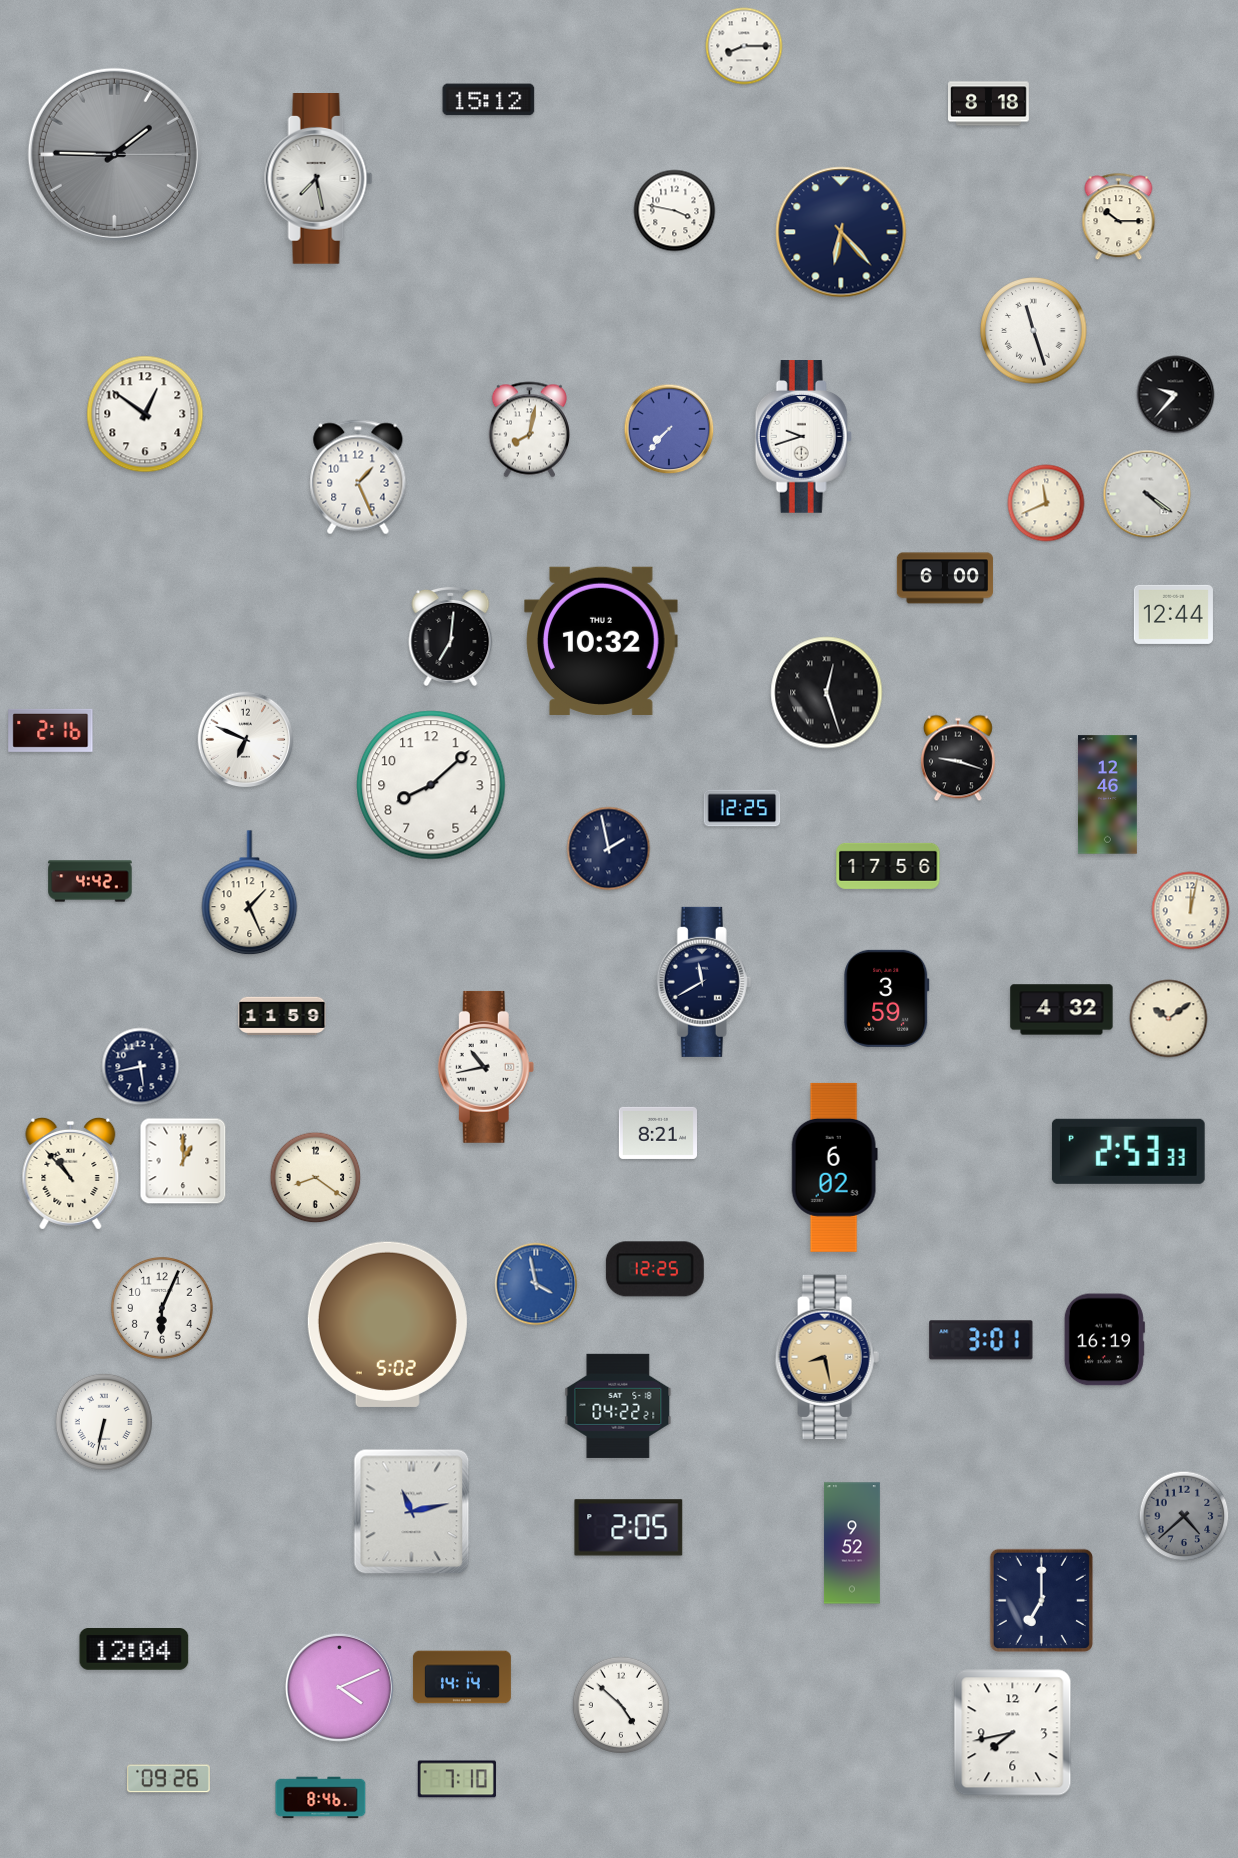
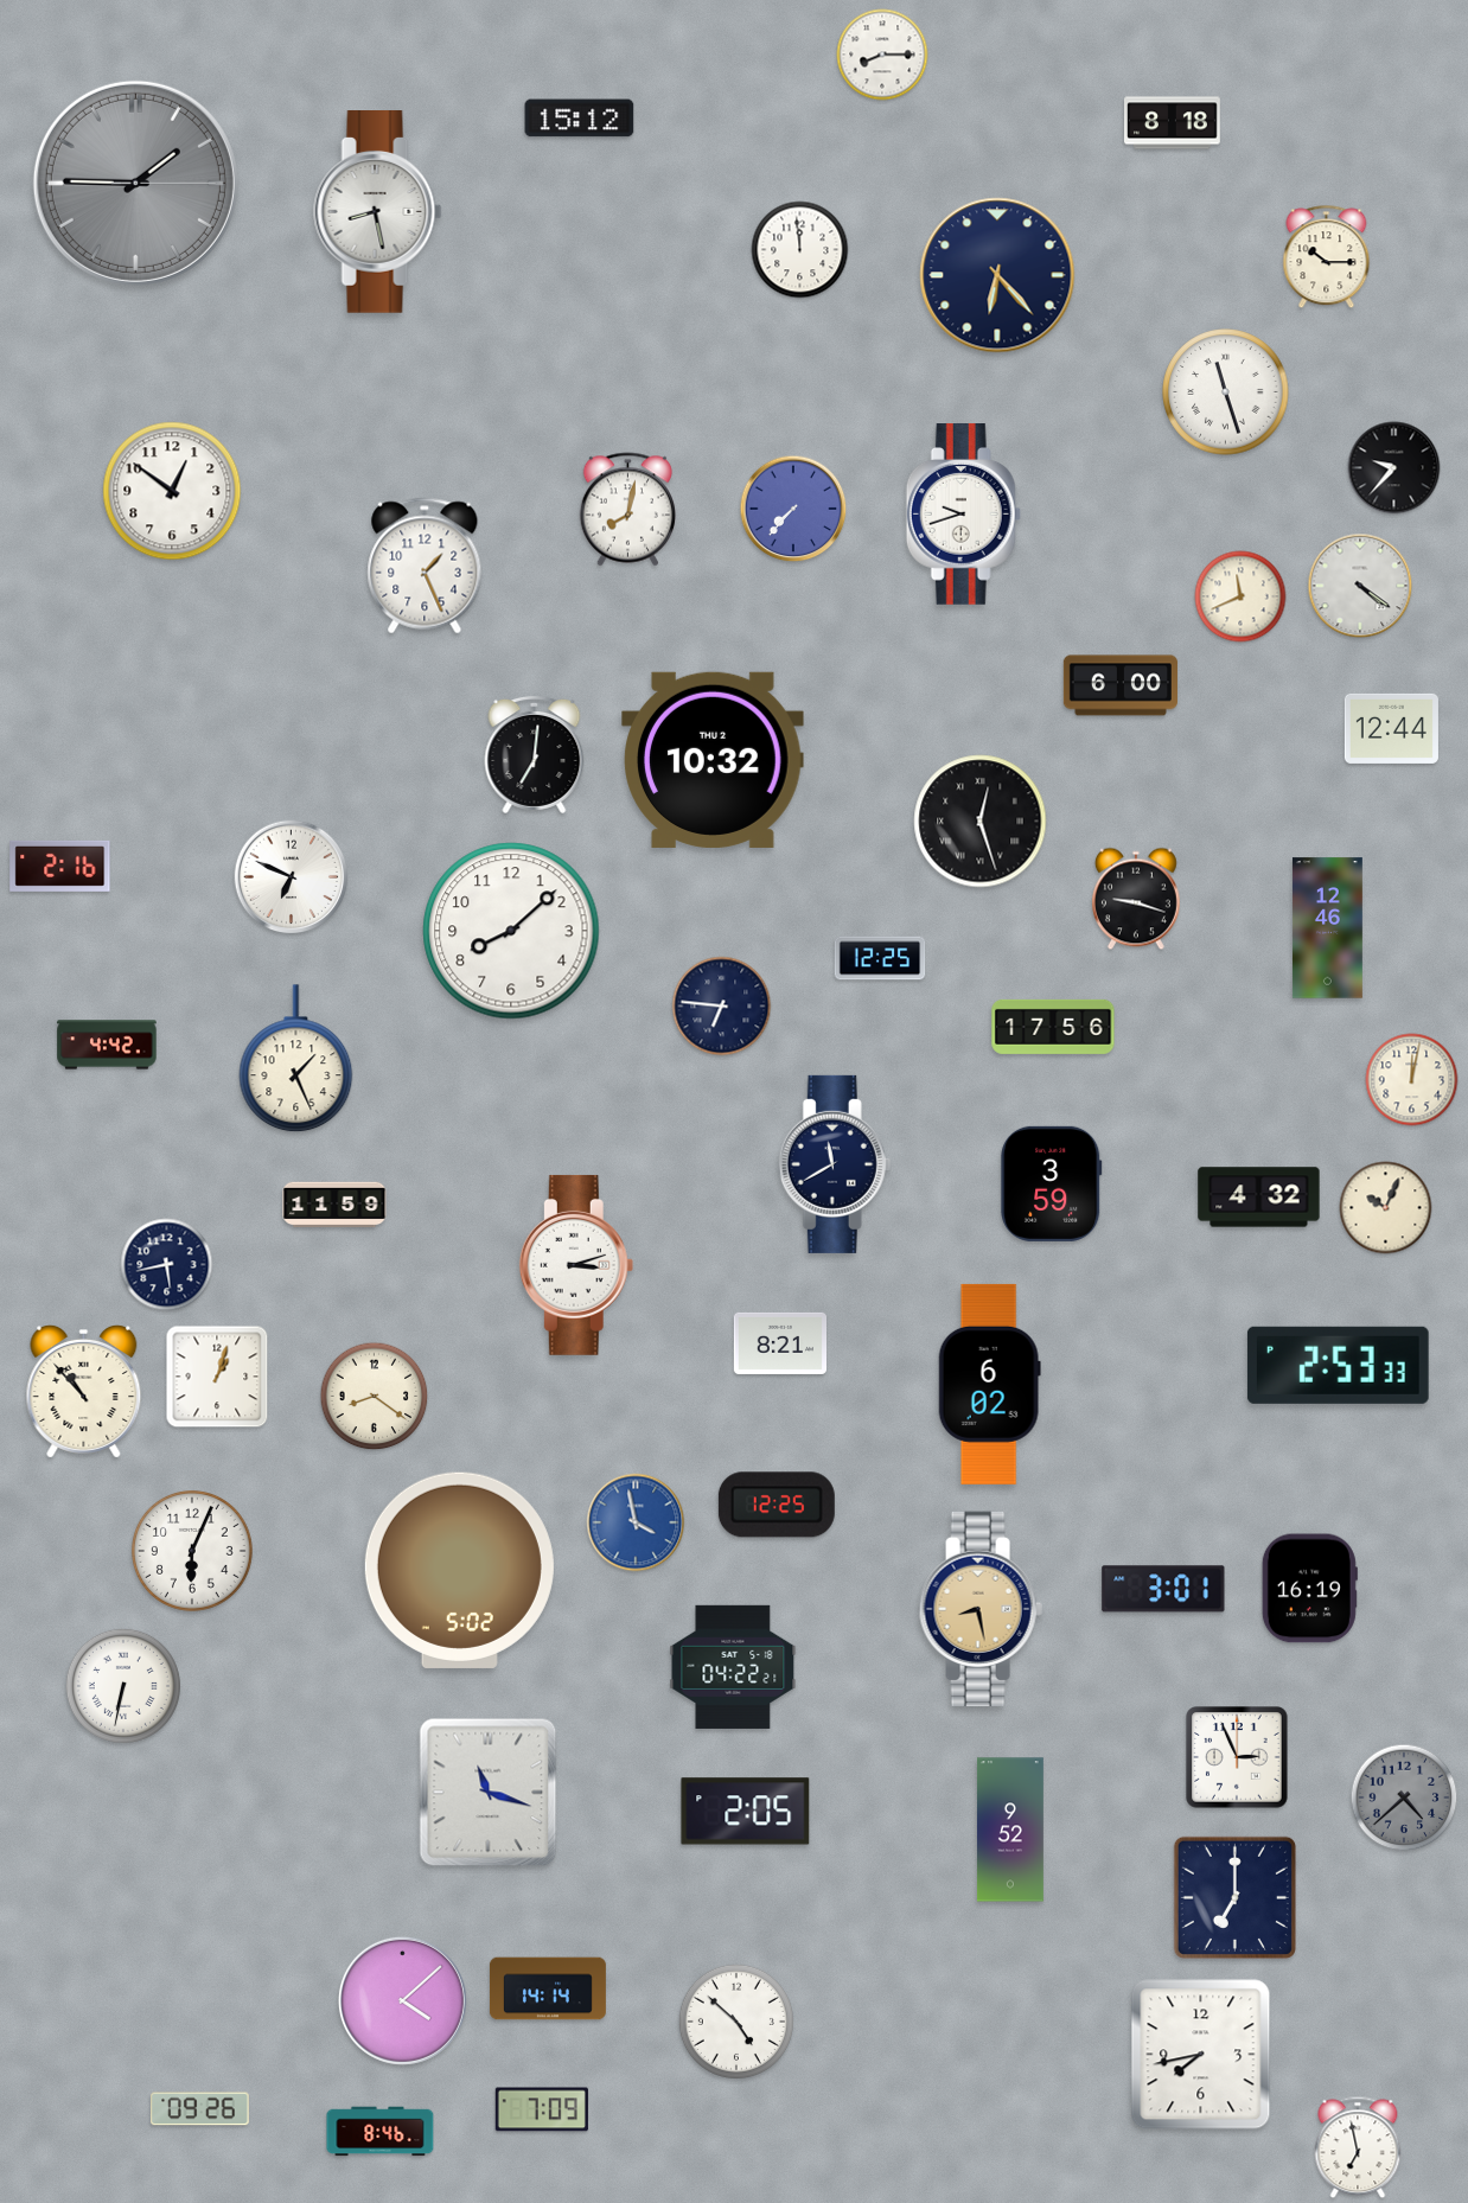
clock at (319, 179): 7:28 -> 8:28
clock at (675, 211): 3:47 -> 11:59
clock at (803, 437) position: (803, 437) -> (963, 515)
clock at (1107, 795) position: (1107, 795) -> (1327, 928)
clock at (609, 849): 1:58 -> 6:46
clock at (1169, 1019): 10:09 -> 10:04
clock at (486, 1067): 10:43 -> 3:12
clock at (183, 1161): 1:00 -> 1:03
clock at (1237, 1757): none -> 2:56
clock at (412, 1512): 11:13 -> 11:18
clock at (134, 1650): 12:04 -> none
clock at (339, 1687): 4:11 -> 4:08
clock at (457, 1779): 7:10 -> 7:09
clock at (1358, 2147): none -> 6:58
